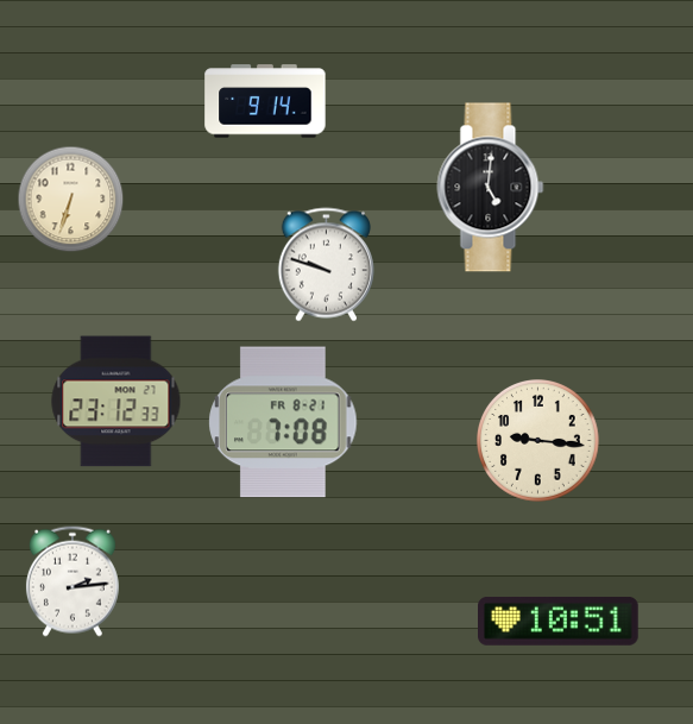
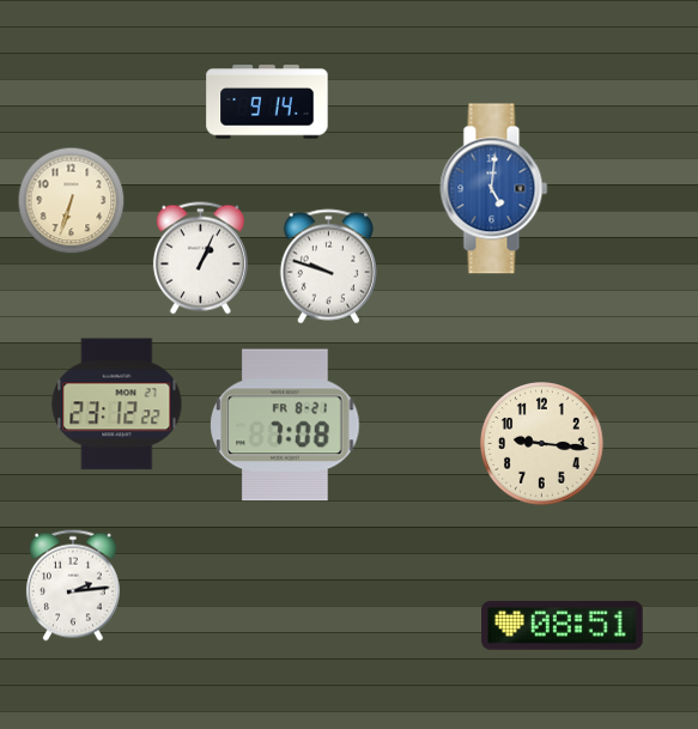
clock at (491, 188) dial: black -> blue
clock at (200, 259): none -> 1:04
clock at (116, 402): 23:12:33 -> 23:12:22
clock at (559, 621): 10:51 -> 08:51
